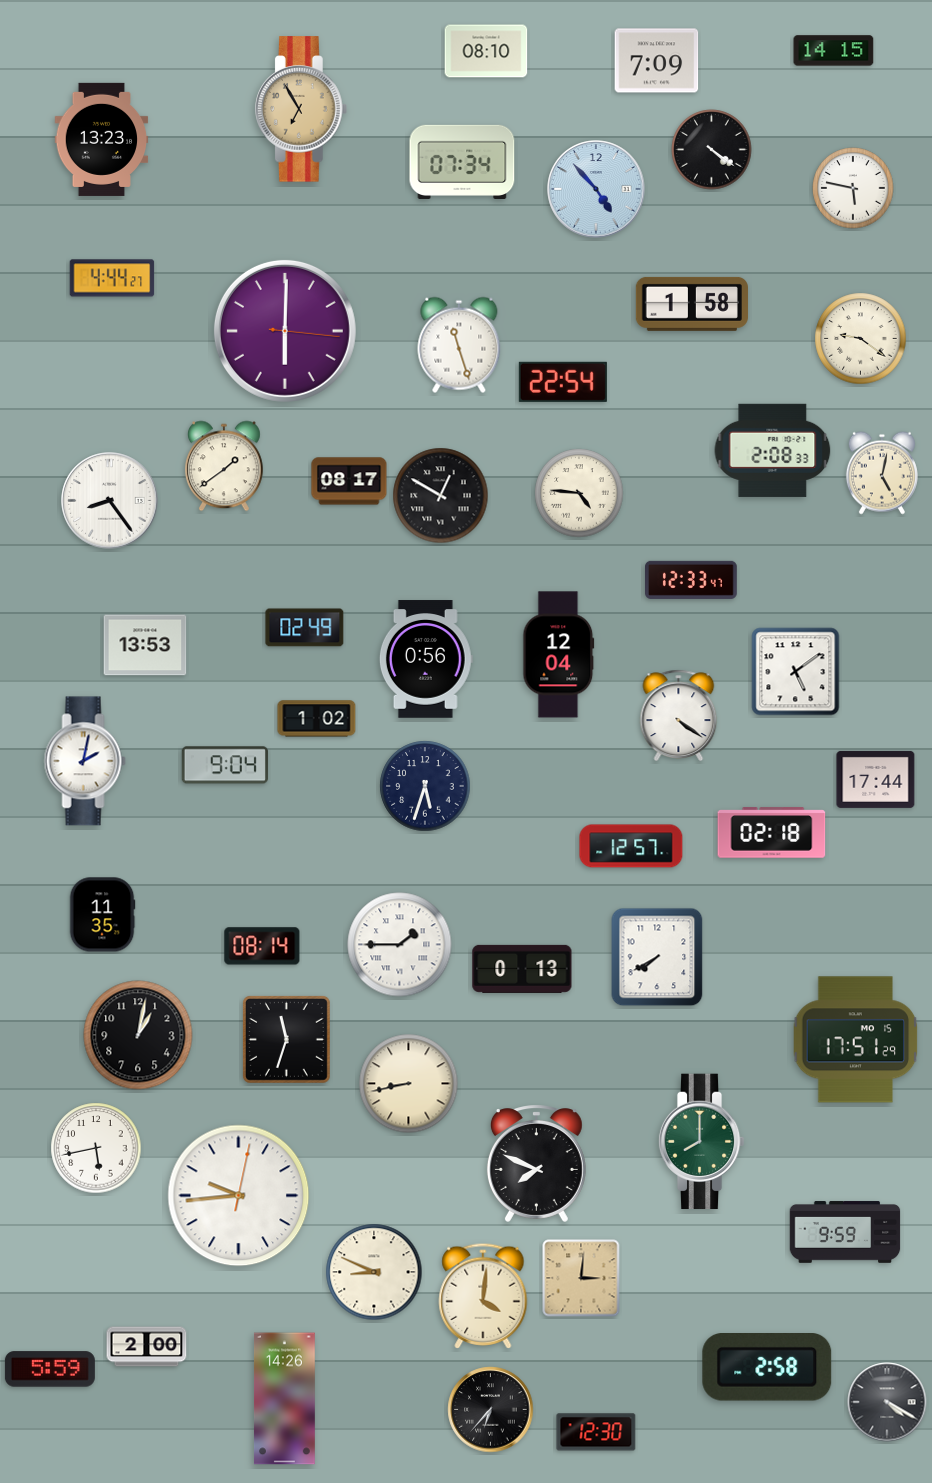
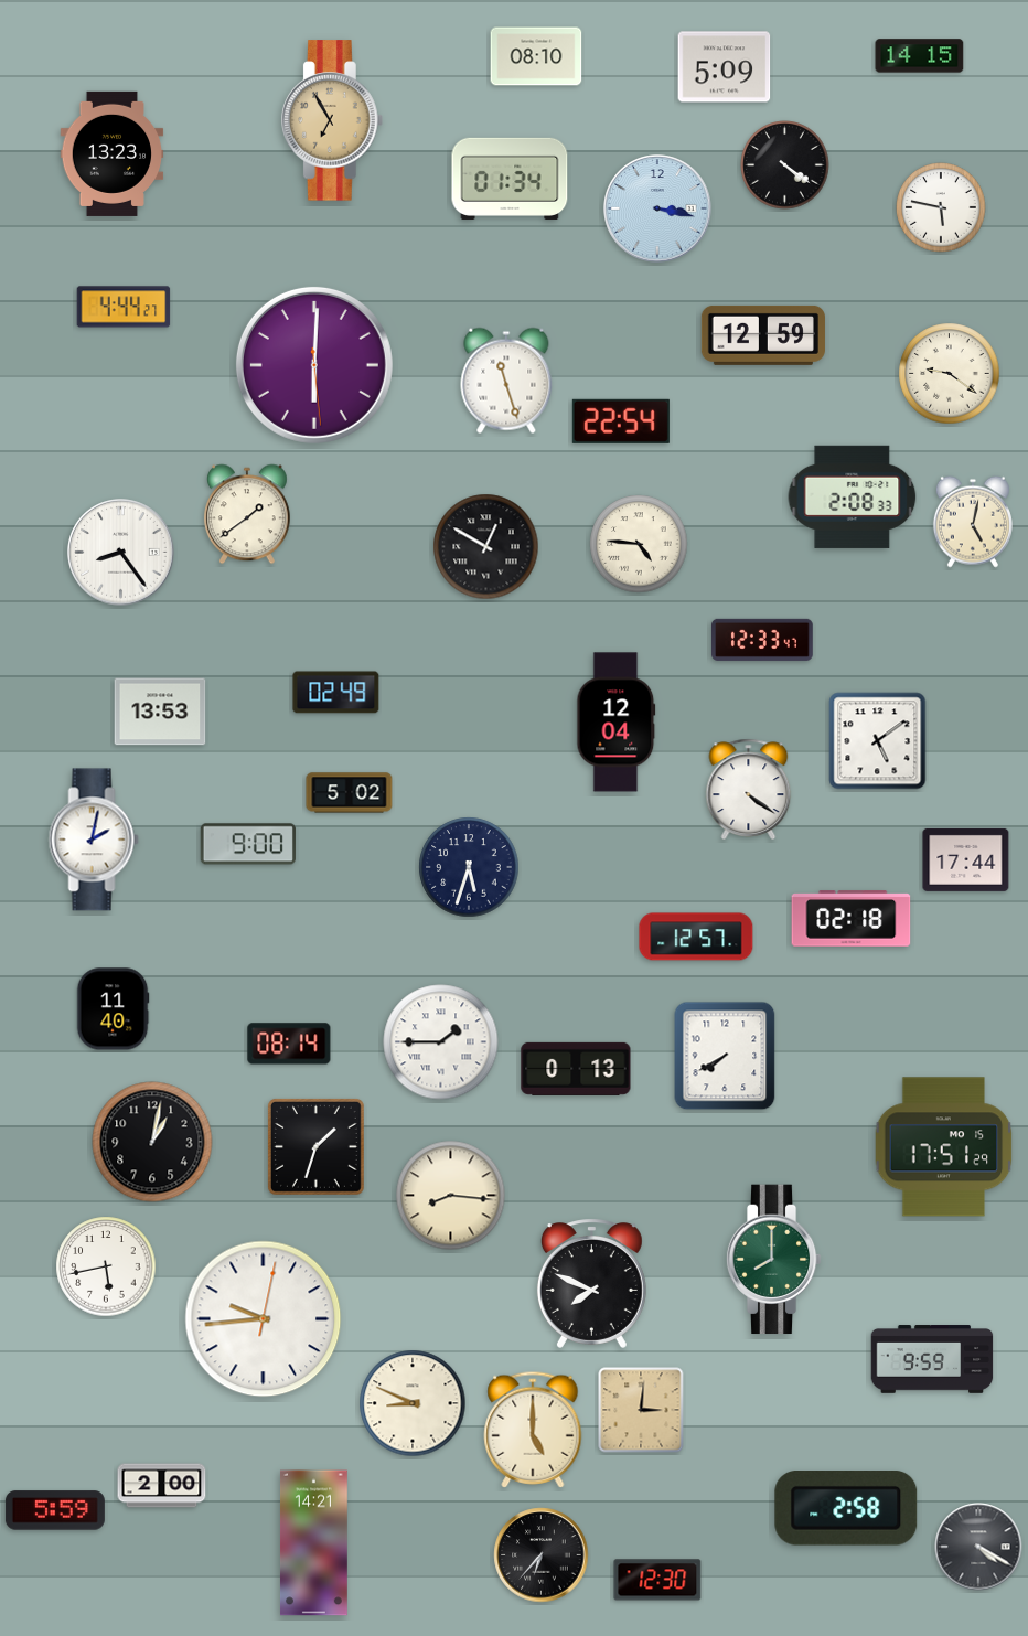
clock at (657, 61): 7:09 -> 5:09
clock at (462, 162): 07:34 -> 01:34
clock at (596, 189): 4:53 -> 3:17
clock at (692, 304): 1:58 -> 12:59
clock at (285, 331): 6:00:16 -> 6:00:29
clock at (349, 481): 08:17 -> none
clock at (426, 659): 0:56 -> none
clock at (317, 719): 1:02 -> 5:02
clock at (225, 765): 9:04 -> 9:00
clock at (631, 846) position: (631, 846) -> (696, 937)
clock at (102, 915): 11:35 -> 11:40
clock at (286, 1039): 11:33 -> 1:33
clock at (409, 1084): 8:43 -> 8:16
clock at (483, 1296): 4:01 -> 5:00
clock at (284, 1399): 14:26 -> 14:21
